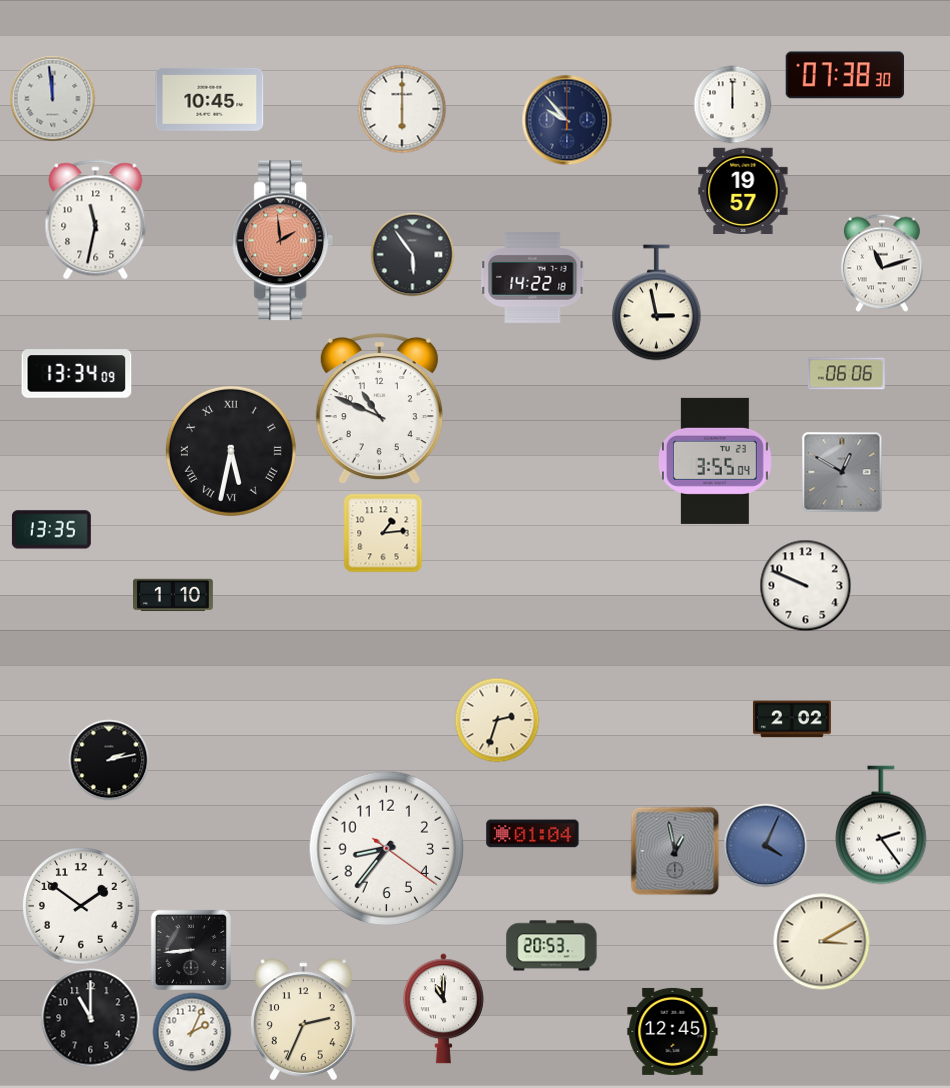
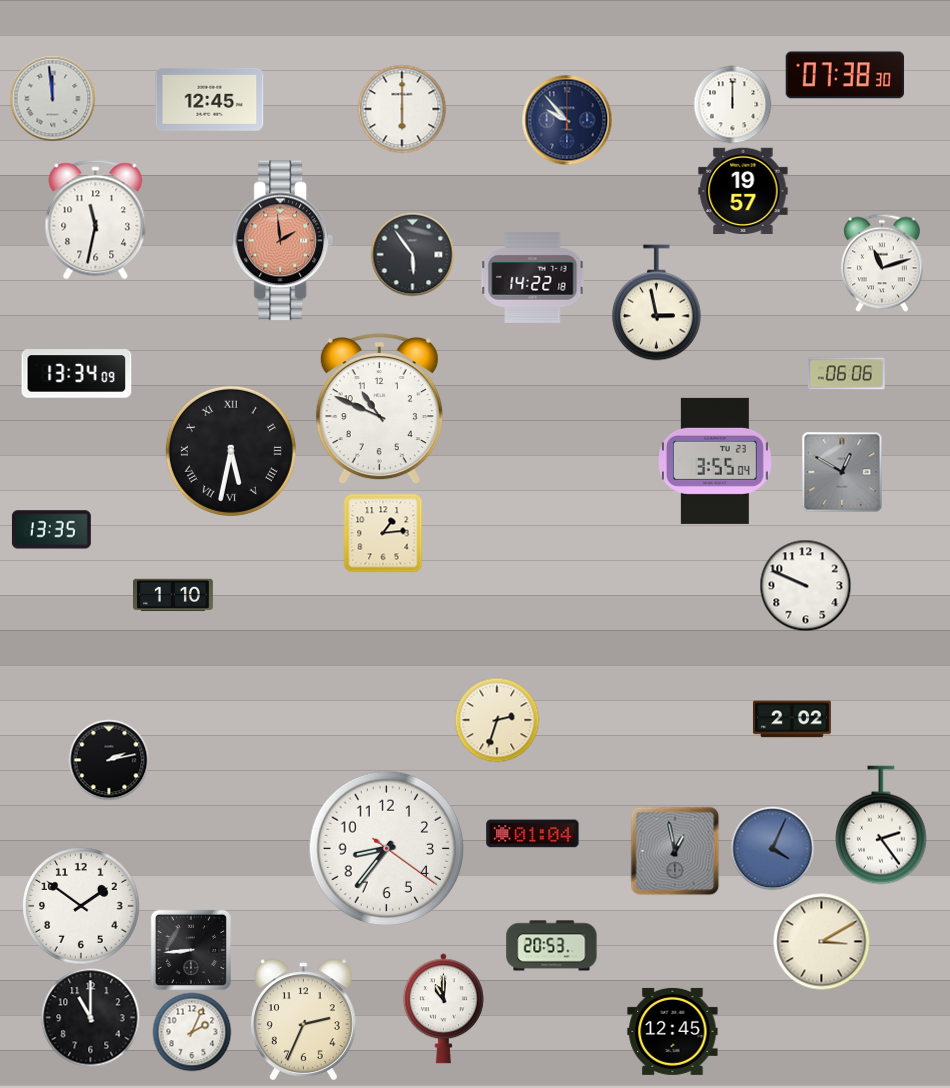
clock at (210, 99): 10:45 -> 12:45
clock at (765, 845) position: (765, 845) -> (772, 848)
